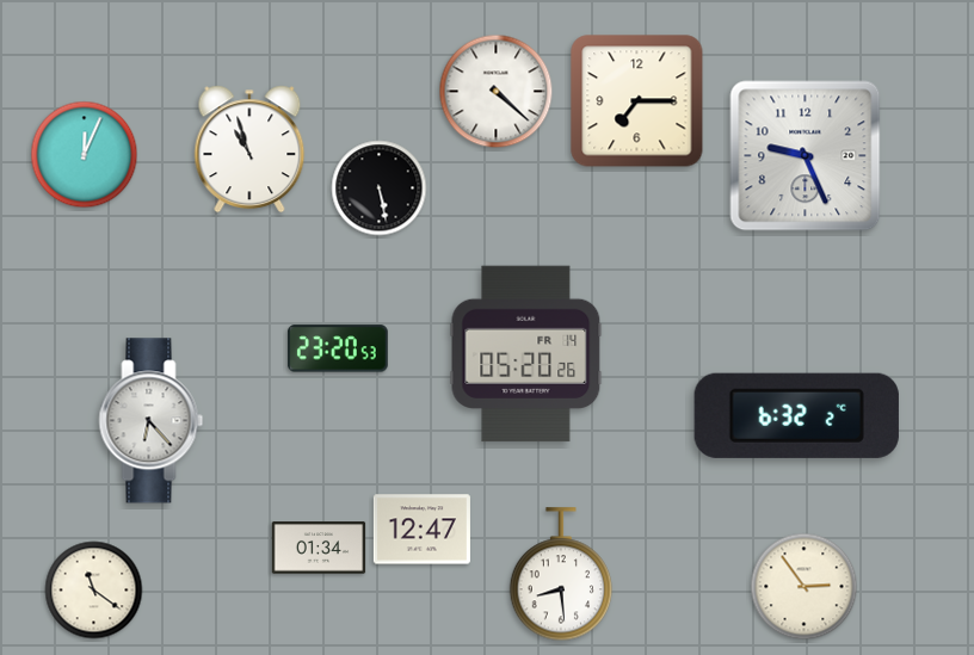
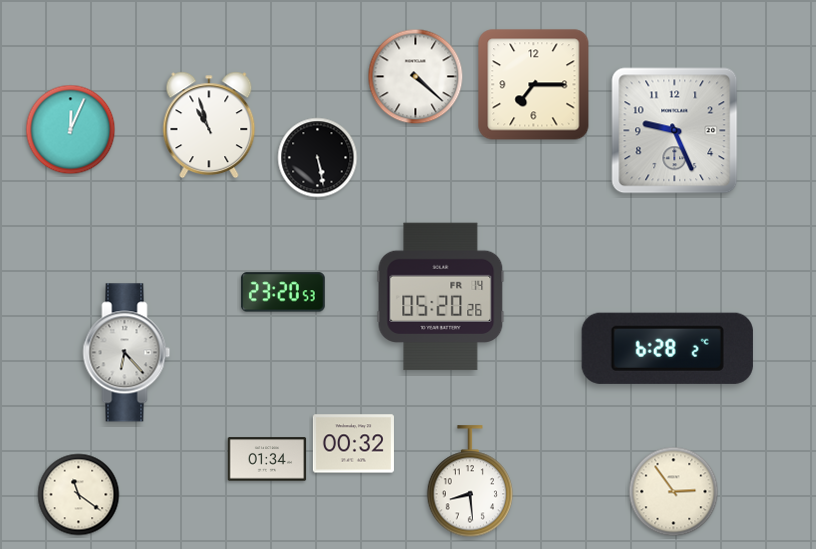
clock at (796, 415): 6:32 -> 6:28
clock at (421, 530): 12:47 -> 00:32
